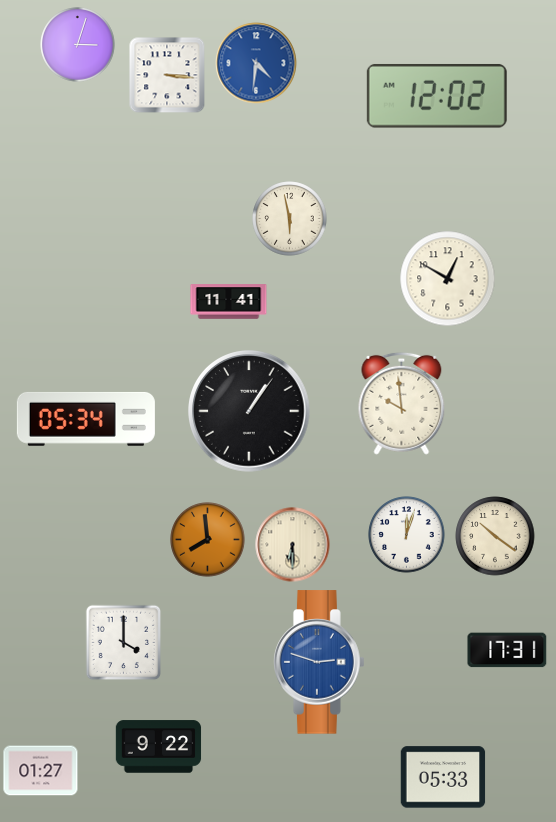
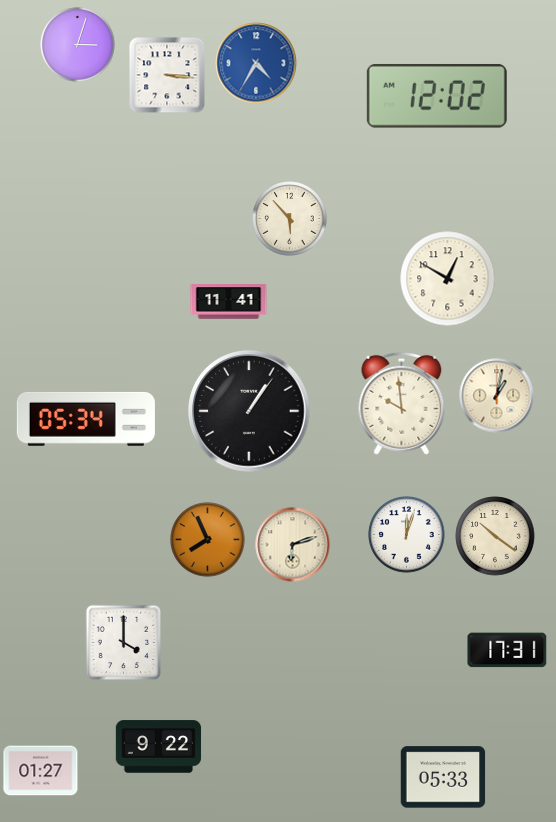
clock at (256, 63): 4:31 -> 4:35
clock at (290, 219): 5:58 -> 5:53
clock at (497, 396): none -> 1:02
clock at (208, 540): 7:59 -> 7:56
clock at (293, 545): 6:30 -> 6:12
clock at (319, 662): 2:48 -> none
